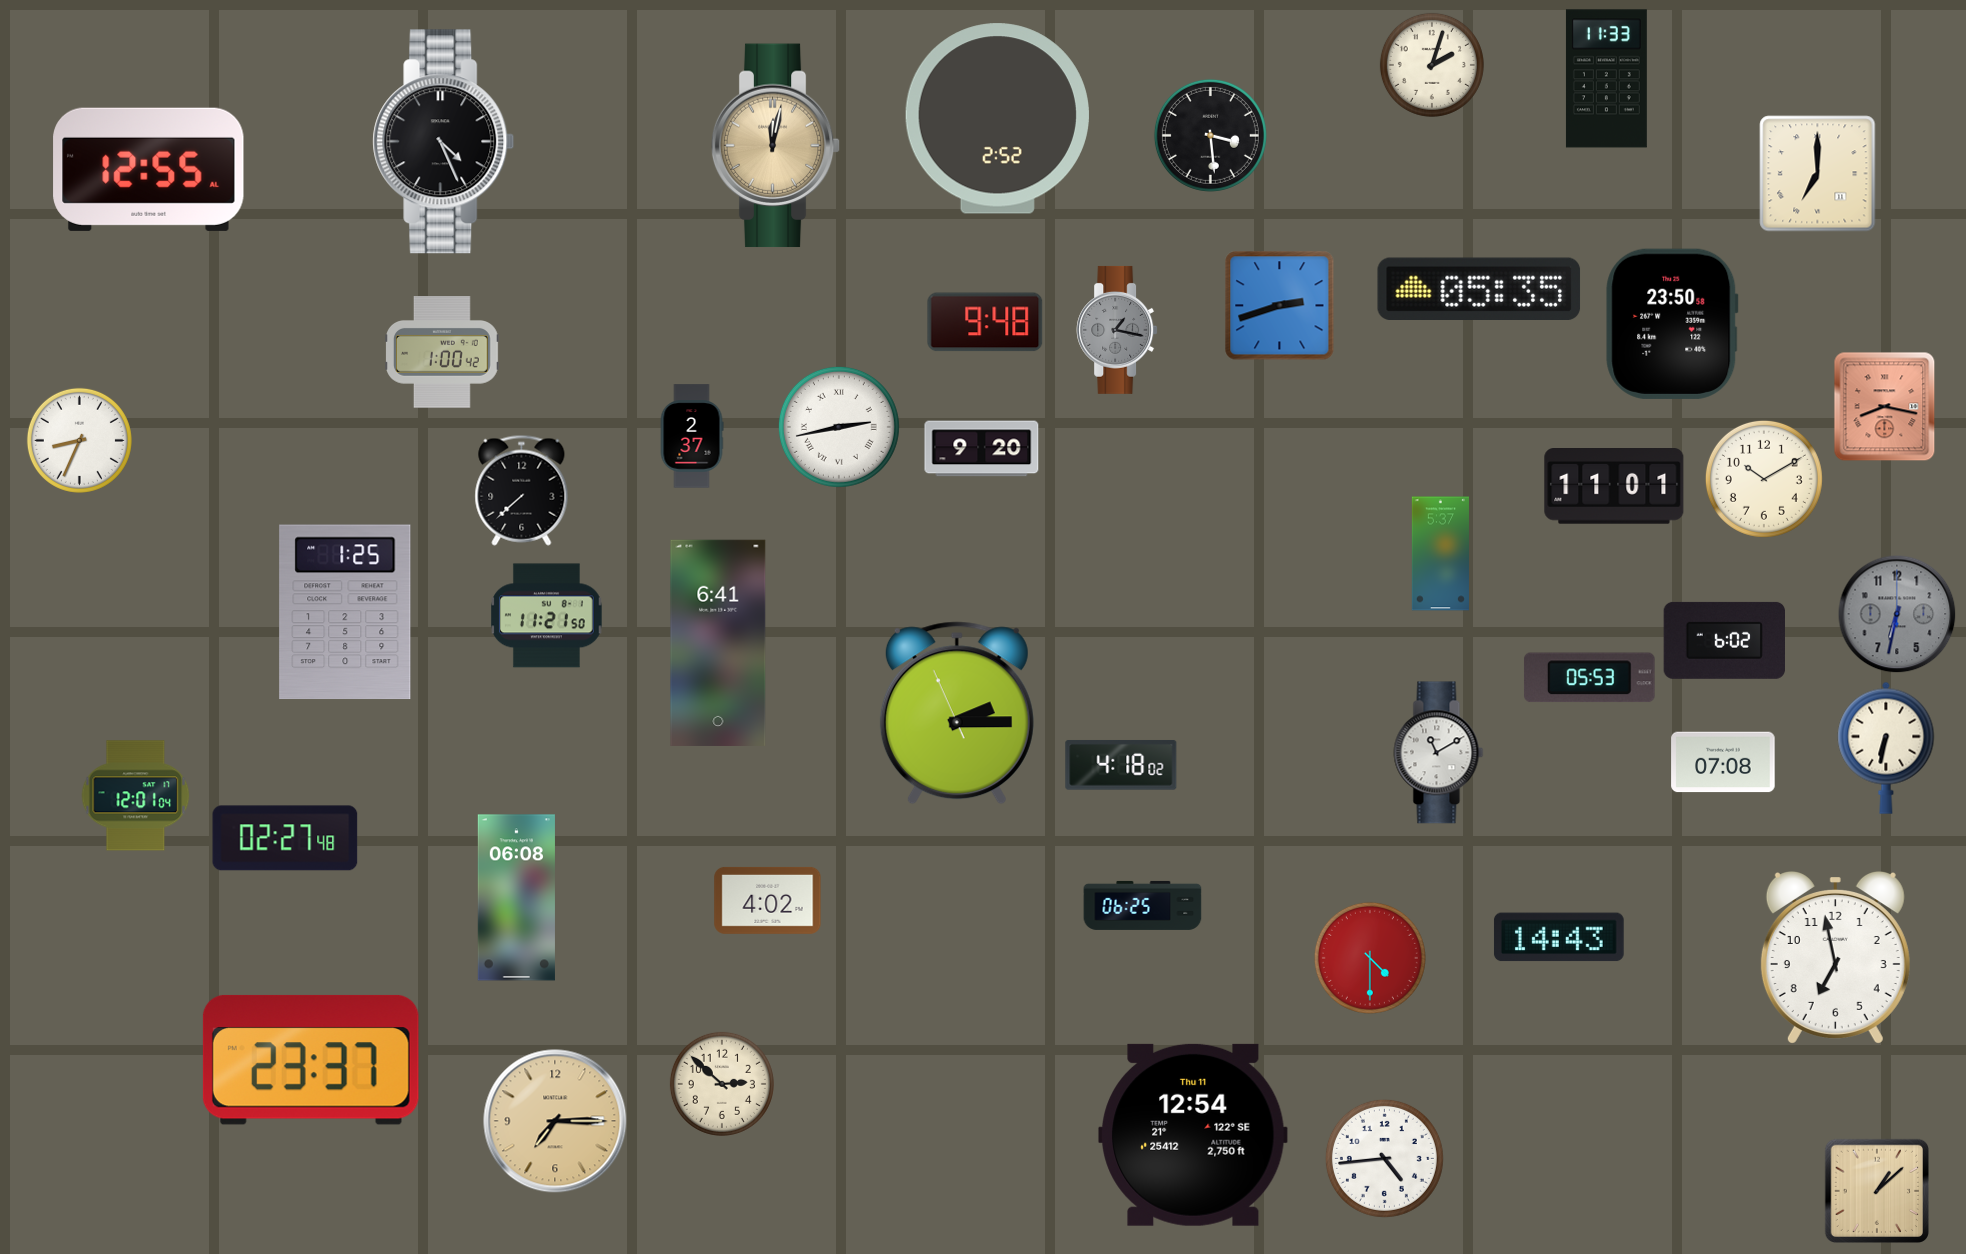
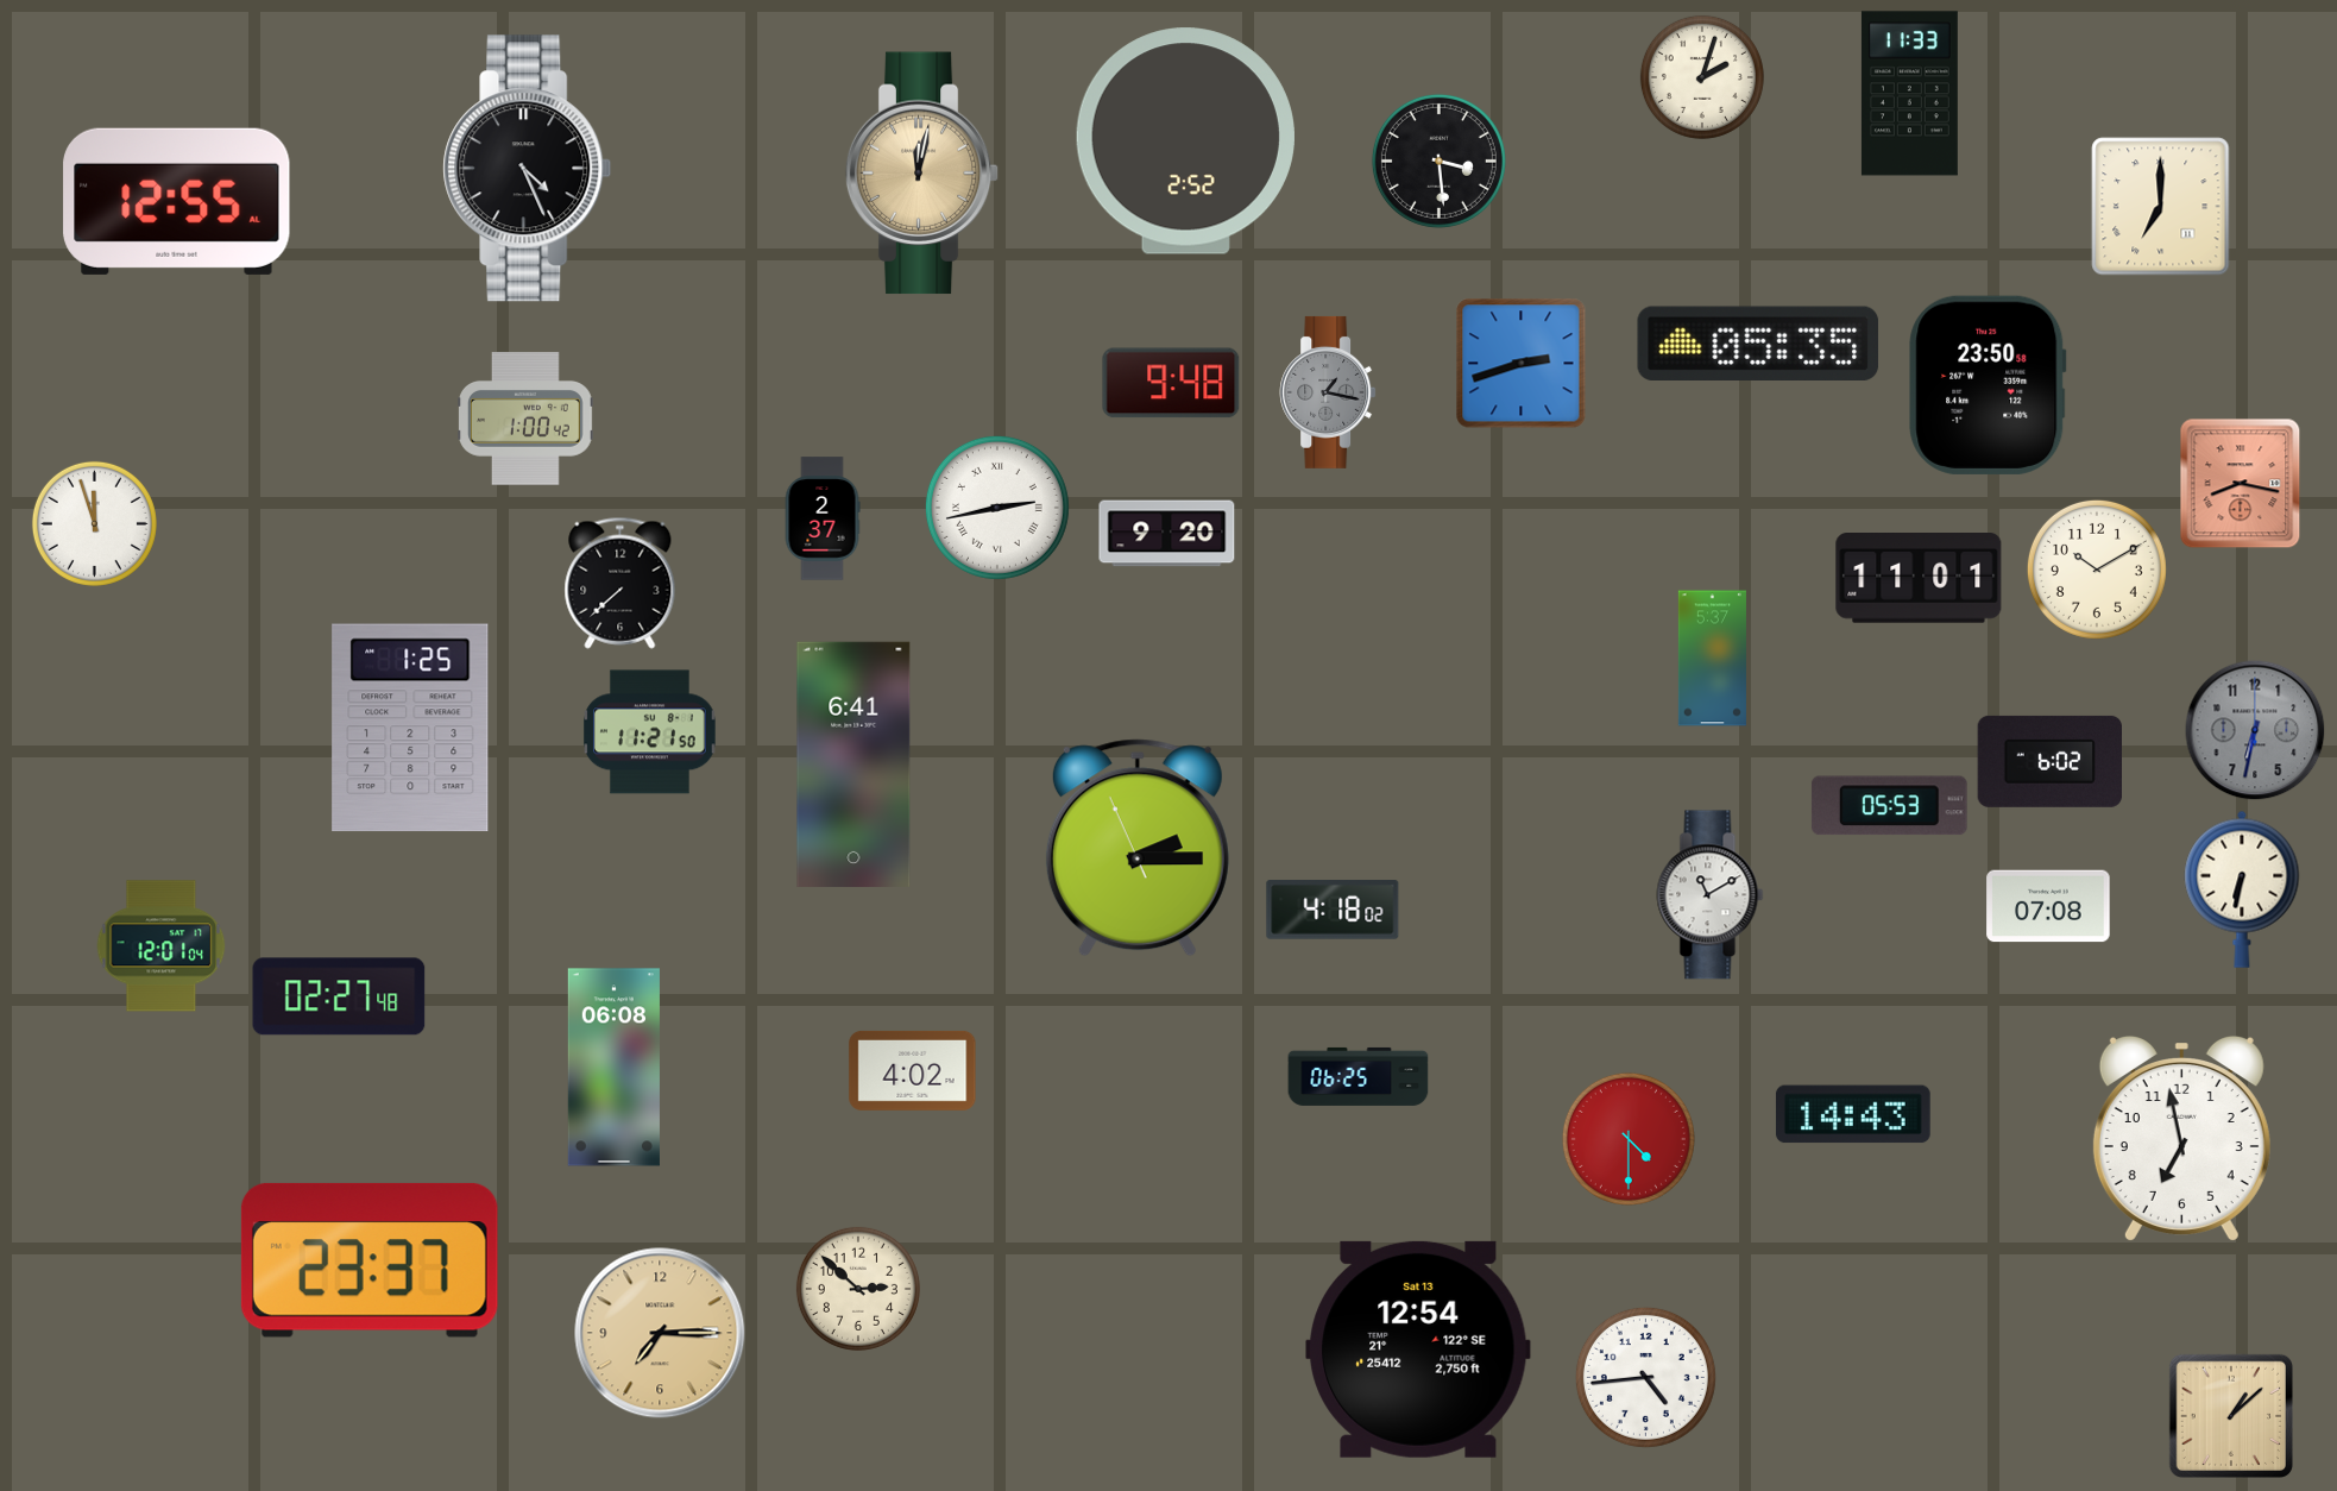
clock at (79, 440): 8:34 -> 11:57
clock at (1193, 1135) date: Thu 11 -> Sat 13
